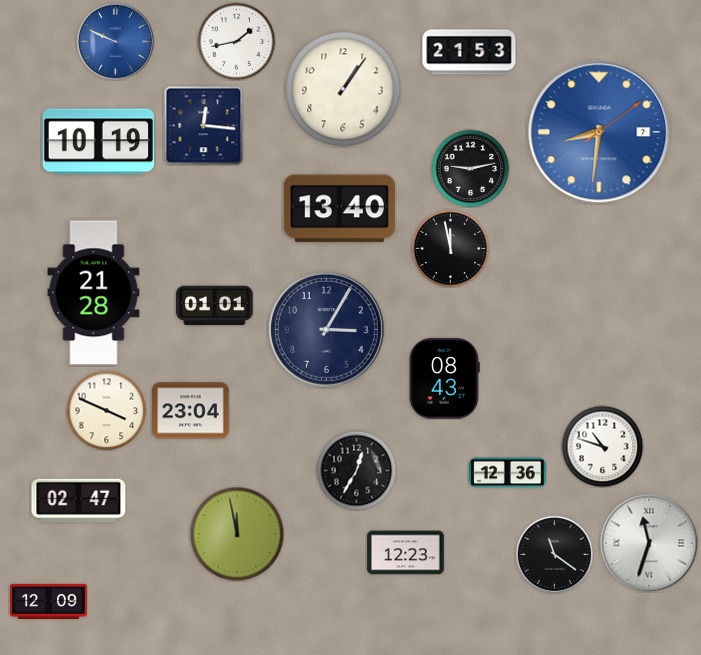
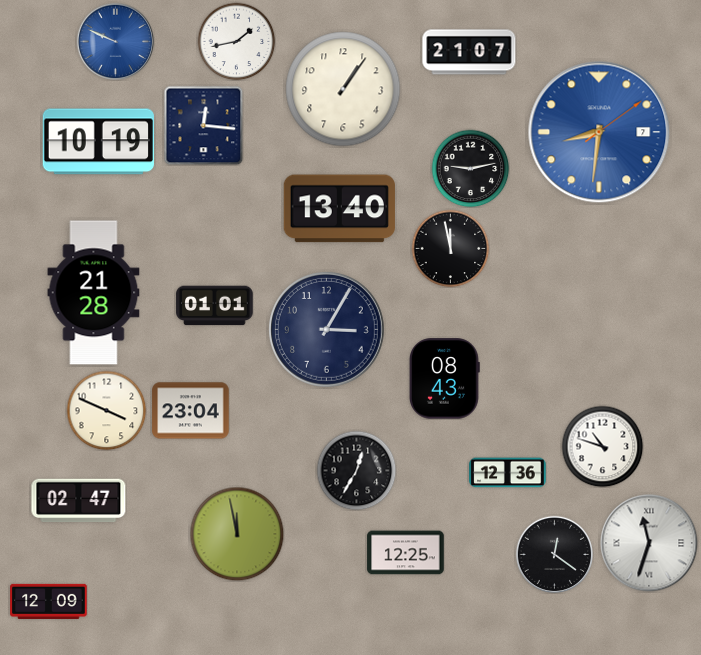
clock at (469, 52): 21:53 -> 21:07
clock at (406, 553): 12:23 -> 12:25
clock at (554, 554): 11:21 -> 12:21
